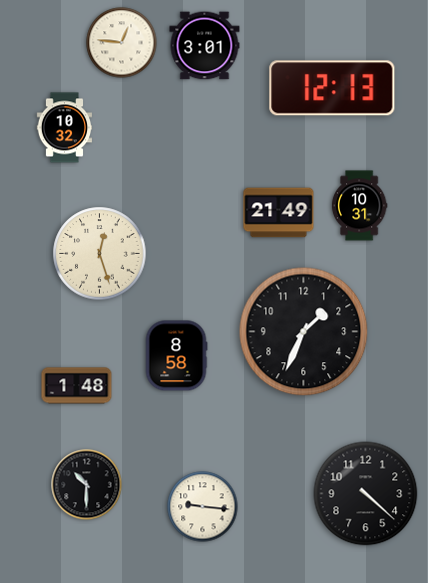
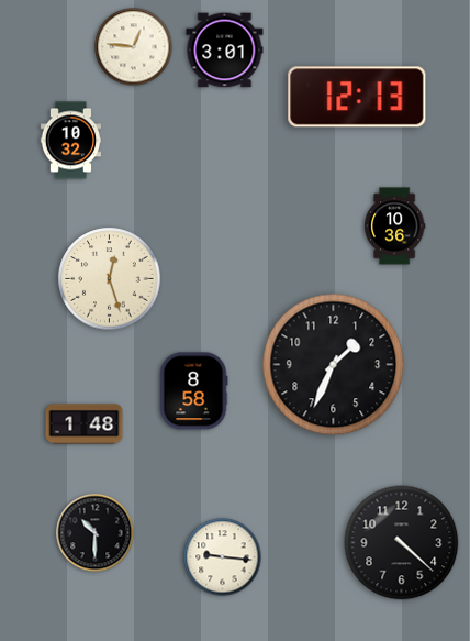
clock at (332, 88) position: (332, 88) -> (357, 97)
clock at (359, 206): 10:31 -> 10:36
clock at (279, 213): 21:49 -> none
